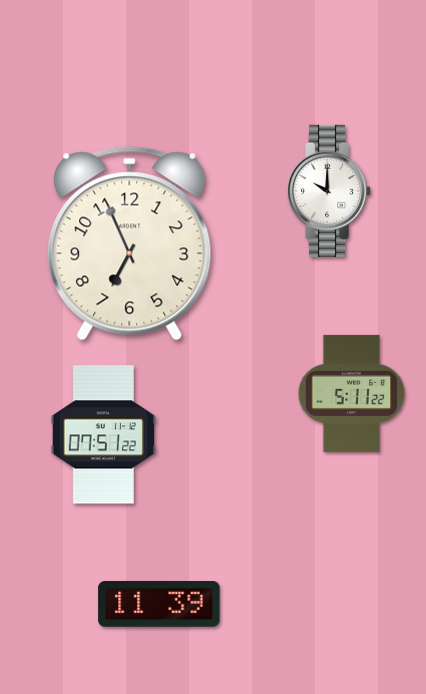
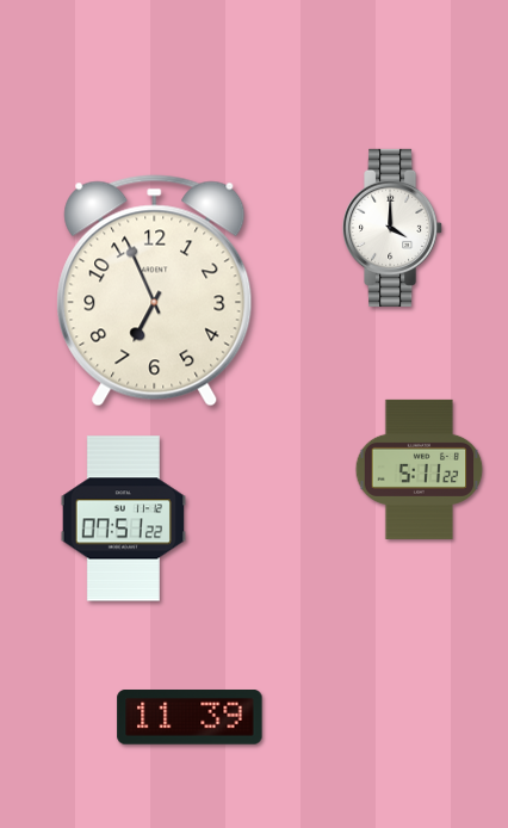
clock at (330, 191): 10:00 -> 4:00
clock at (159, 605) position: (159, 605) -> (190, 718)
